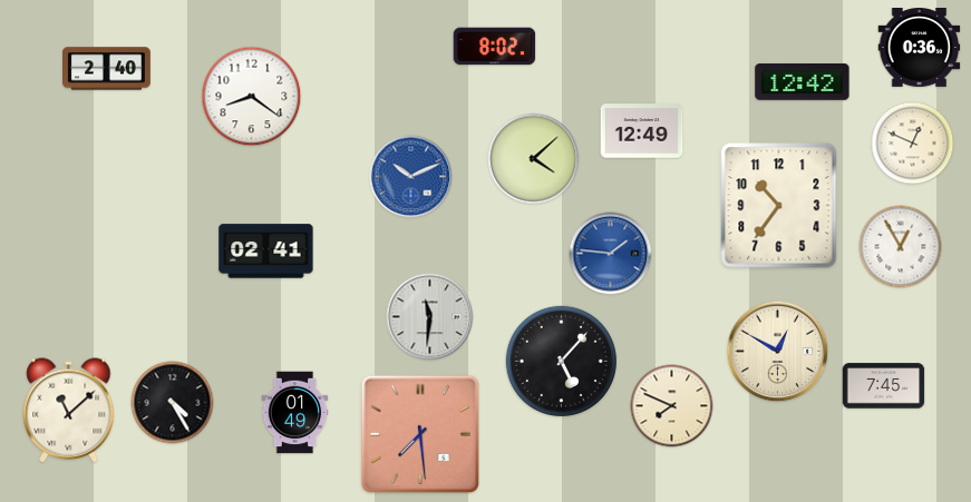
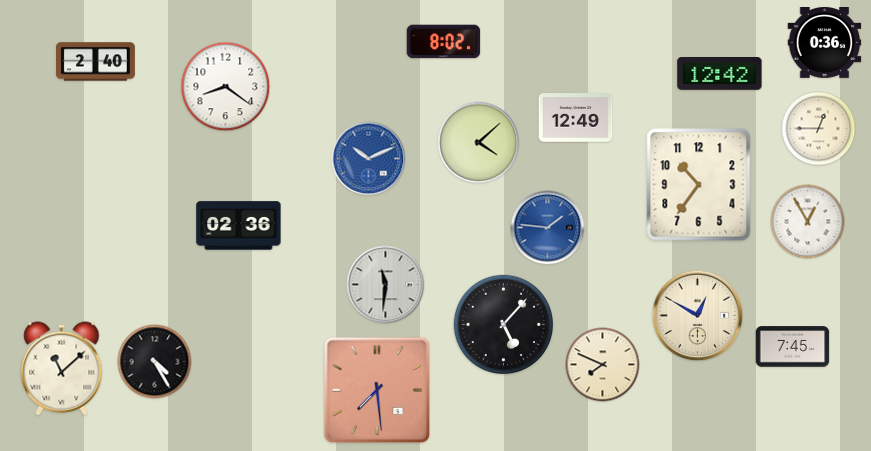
clock at (913, 144): 12:49 -> 12:45
clock at (266, 252): 02:41 -> 02:36
clock at (295, 413): 01:49 -> none
